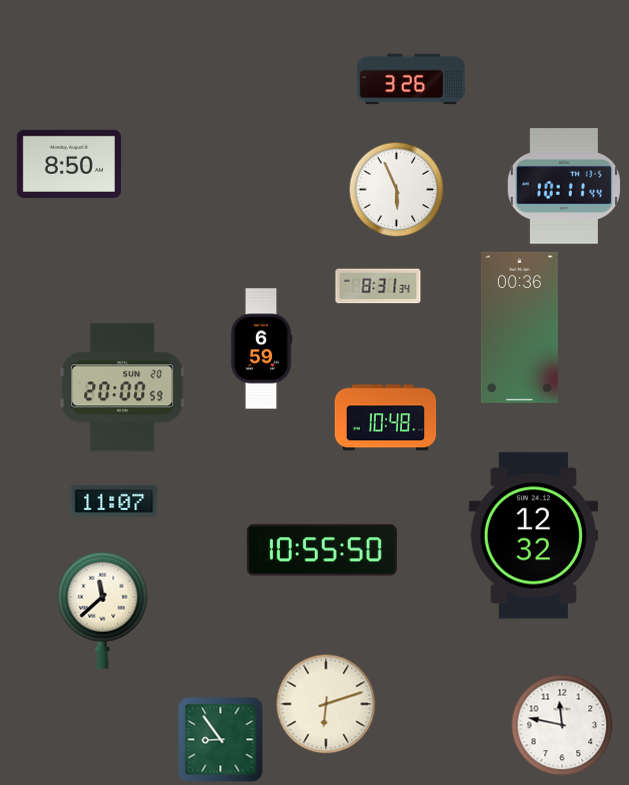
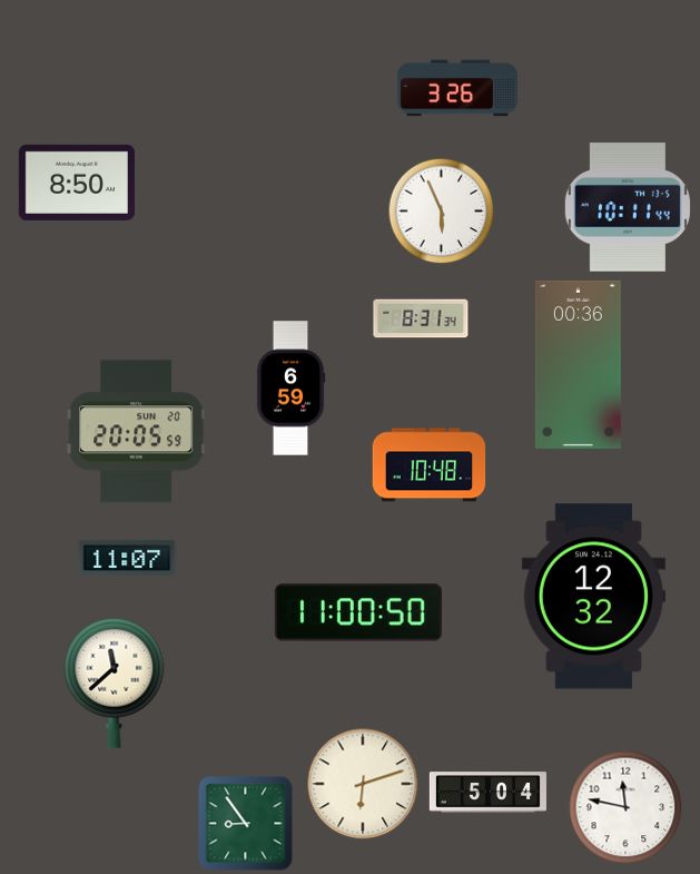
clock at (123, 388): 20:00 -> 20:05
clock at (322, 550): 10:55 -> 11:00
clock at (103, 610) position: (103, 610) -> (115, 682)
clock at (487, 793): none -> 5:04
